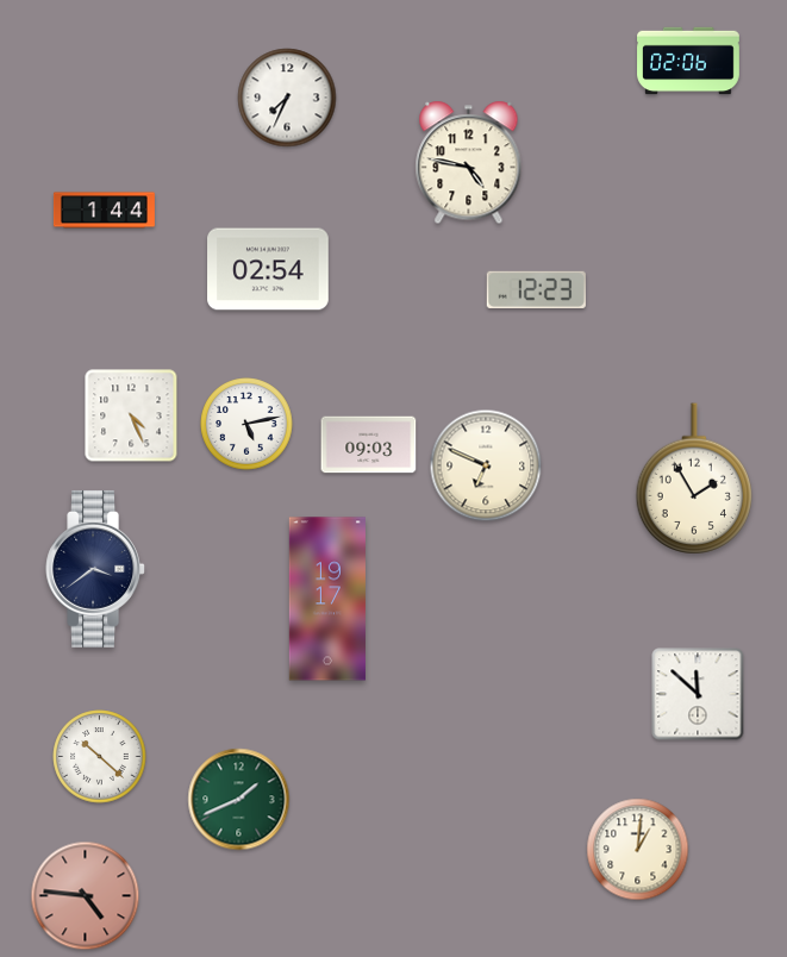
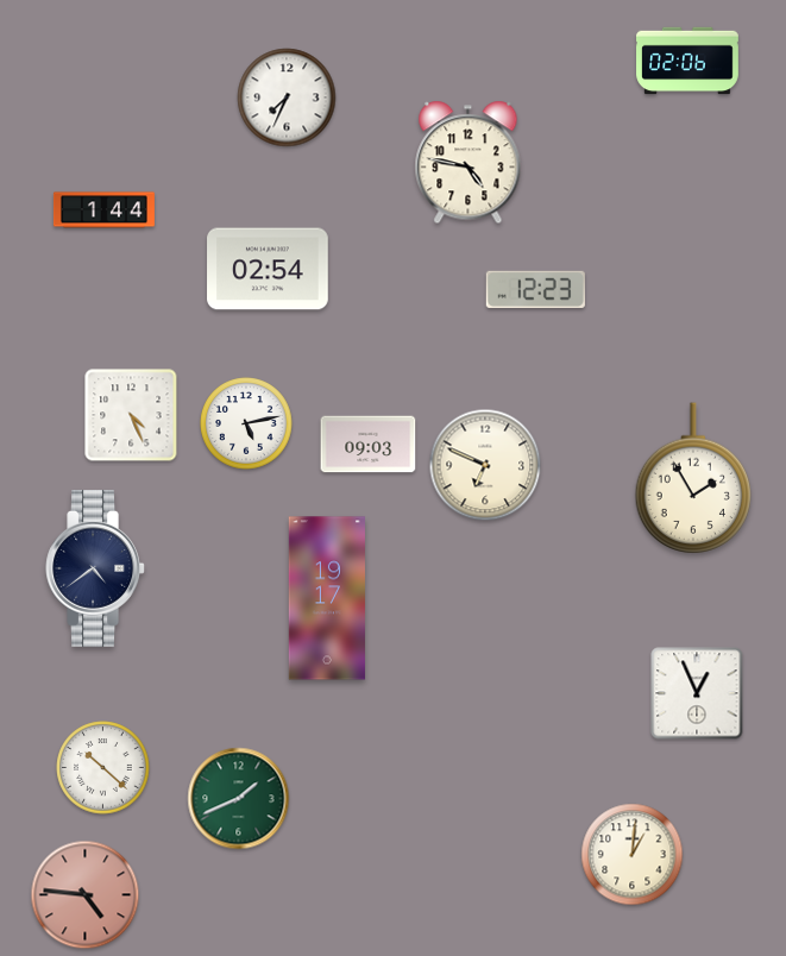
clock at (95, 569): 3:39 -> 4:39
clock at (698, 694): 11:52 -> 12:56
clock at (100, 757) position: (100, 757) -> (103, 768)
clock at (638, 850) position: (638, 850) -> (633, 855)
